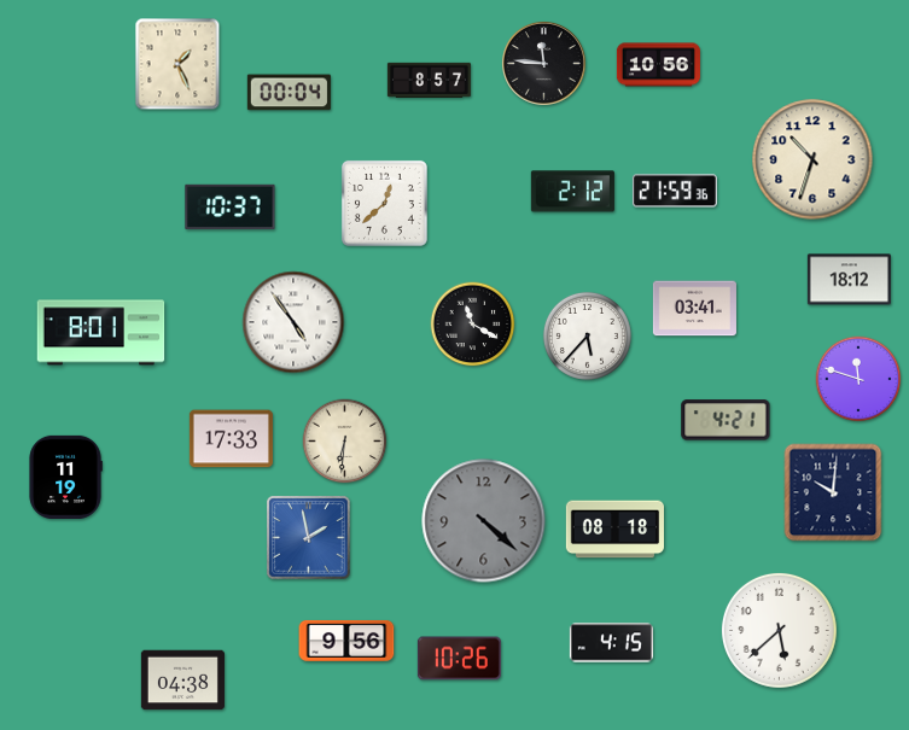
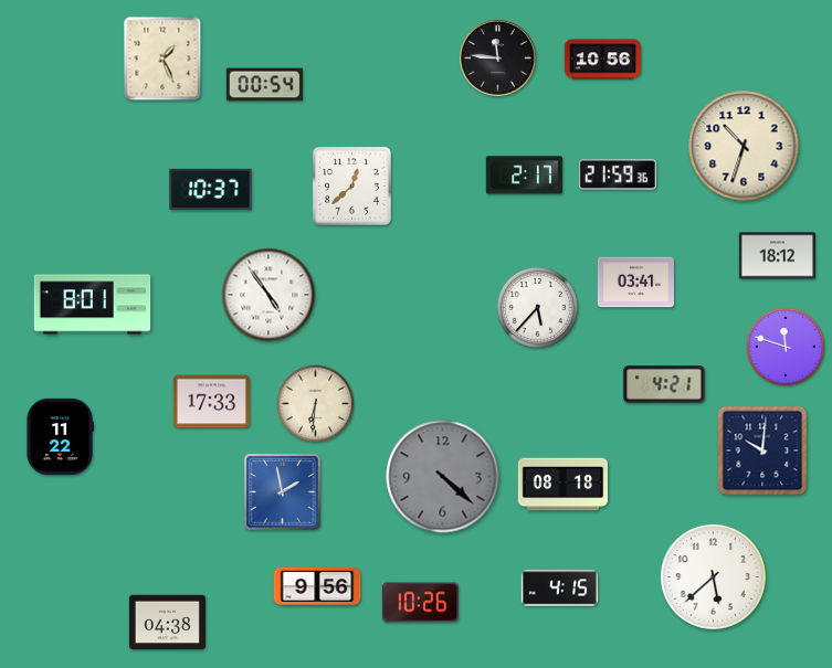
clock at (429, 80): 8:57 -> none
clock at (289, 93): 00:04 -> 00:54
clock at (572, 192): 2:12 -> 2:17
clock at (473, 325): 11:20 -> none
clock at (65, 477): 11:19 -> 11:22
